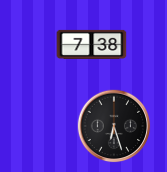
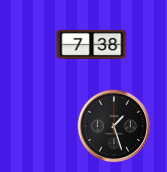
clock at (114, 126): 6:27 -> 1:27
